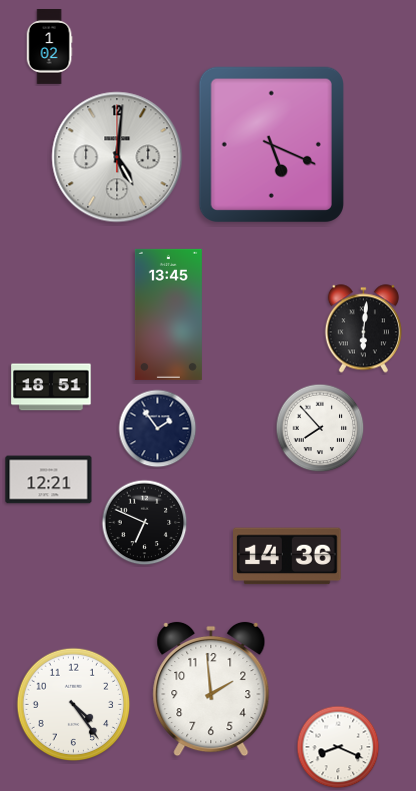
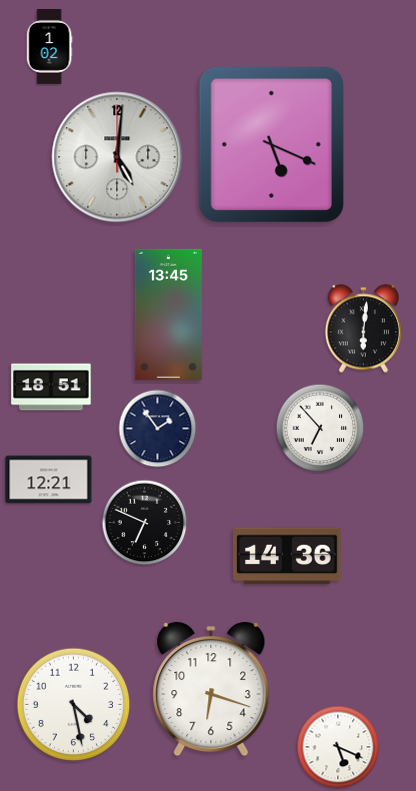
clock at (320, 428): 7:53 -> 6:53
clock at (211, 689): 1:59 -> 6:18
clock at (74, 705): 4:24 -> 4:28
clock at (338, 747): 8:19 -> 5:19
